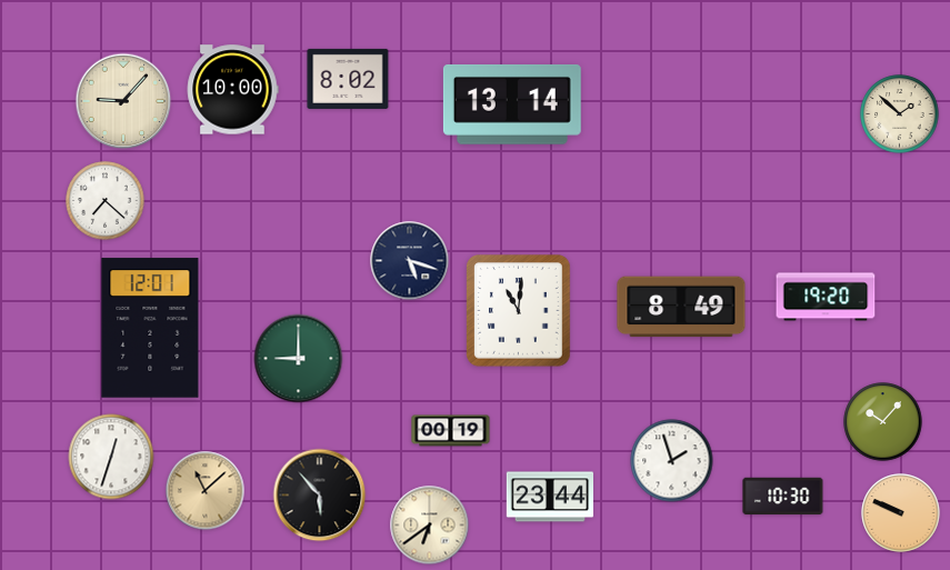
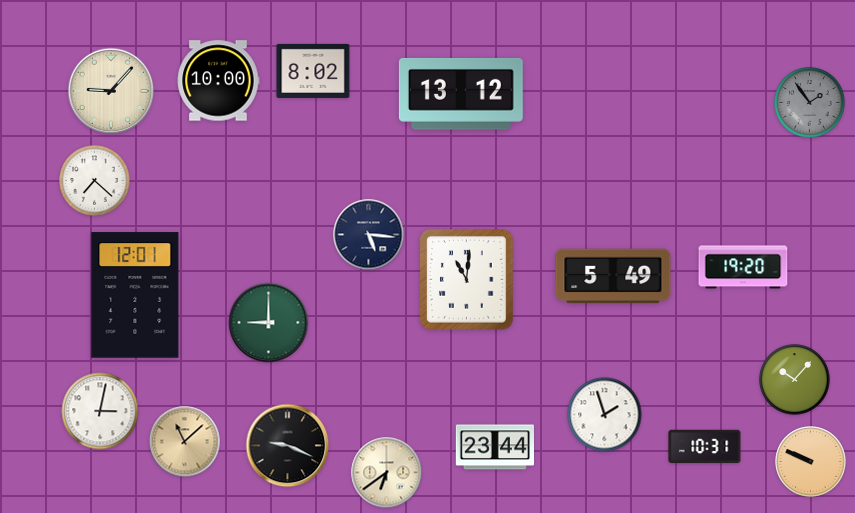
clock at (232, 90) position: (232, 90) -> (218, 81)
clock at (512, 104): 13:14 -> 13:12
clock at (900, 114): 1:52 -> 1:54
clock at (900, 114) dial: cream -> grey
clock at (410, 261): 5:18 -> 5:16
clock at (681, 307): 8:49 -> 5:49
clock at (451, 431): 00:19 -> none
clock at (111, 457): 12:33 -> 3:02
clock at (320, 496): 5:53 -> 9:19
clock at (783, 497): 10:30 -> 10:31
